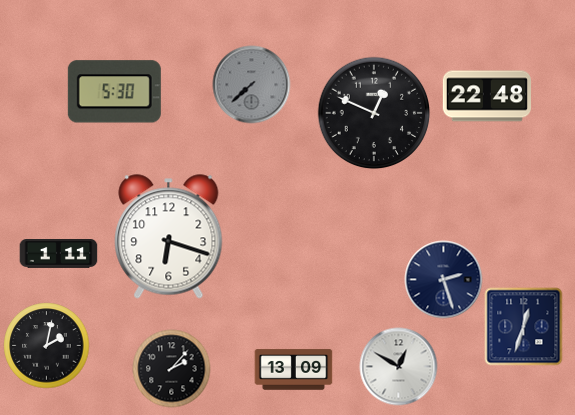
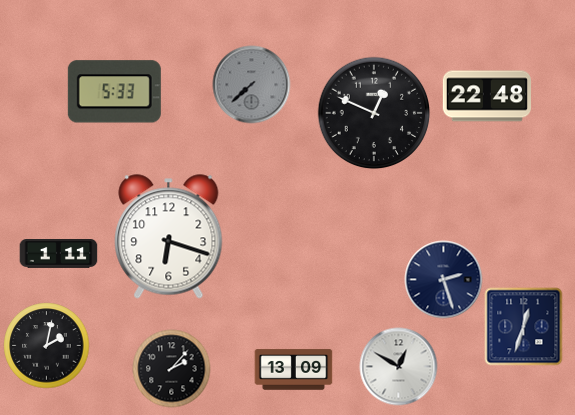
clock at (114, 92): 5:30 -> 5:33
